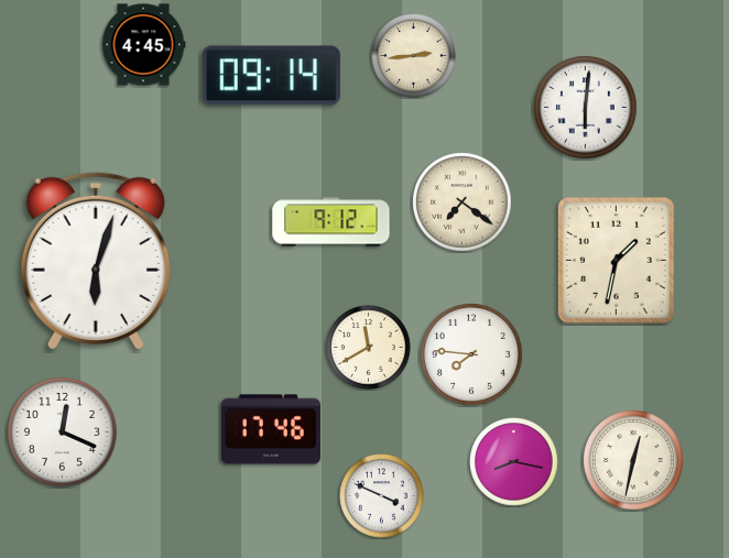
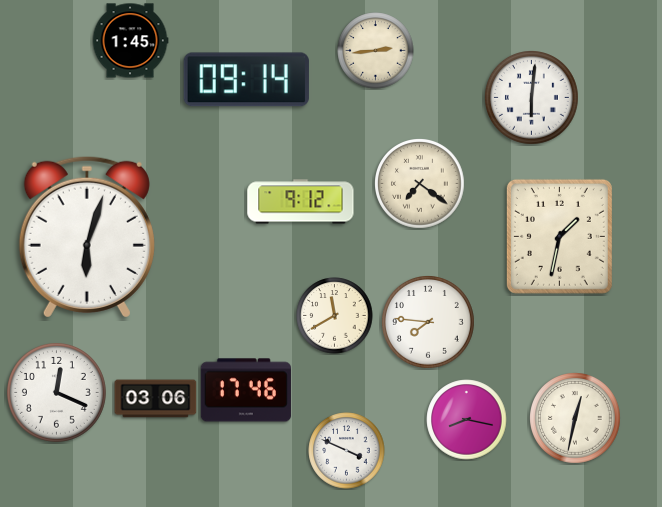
clock at (143, 45): 4:45 -> 1:45
clock at (271, 76) position: (271, 76) -> (246, 80)
clock at (156, 399): none -> 03:06
